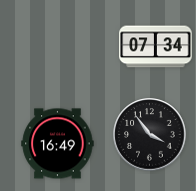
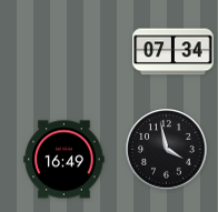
clock at (150, 135): 3:54 -> 3:58
